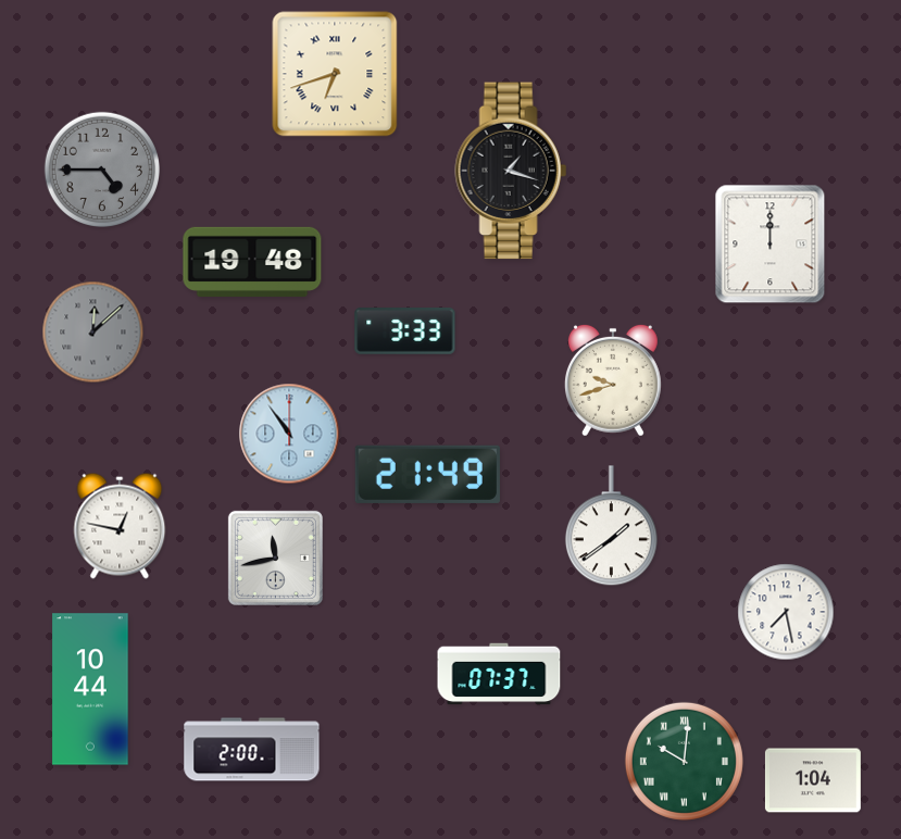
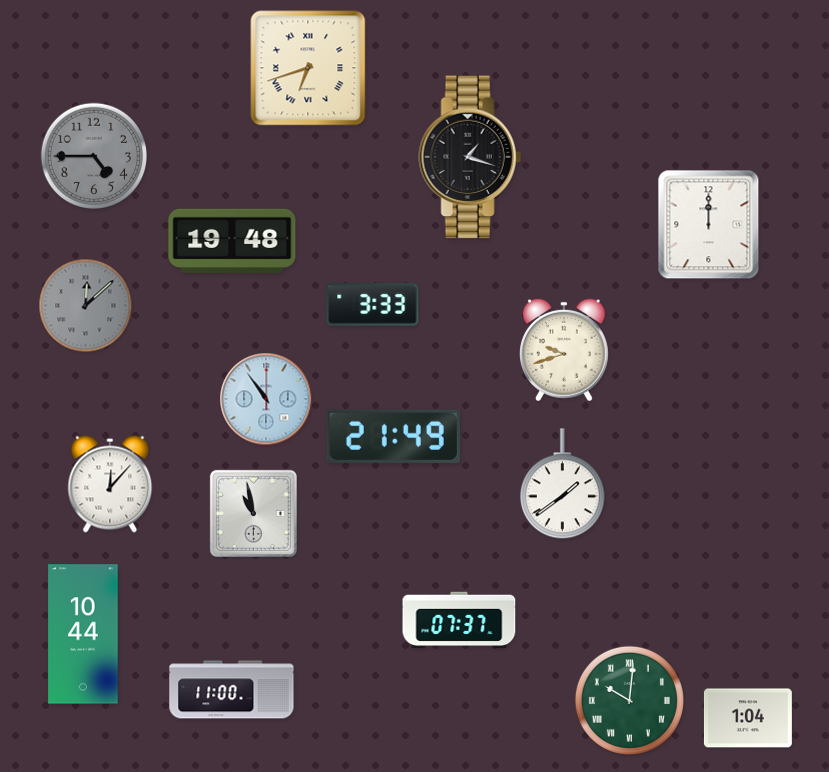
clock at (120, 526): 12:47 -> 12:07
clock at (275, 558): 11:43 -> 10:58
clock at (786, 612): 7:28 -> none
clock at (252, 750): 2:00 -> 11:00
